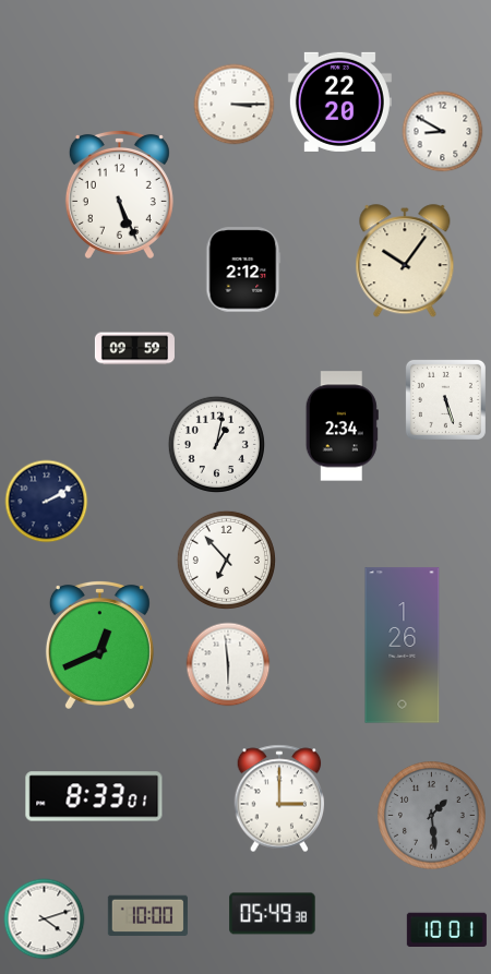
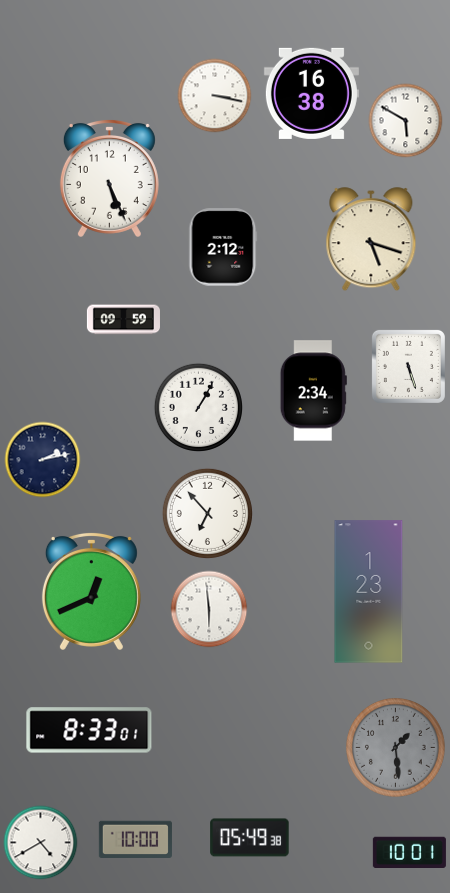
clock at (339, 101): 22:20 -> 16:38
clock at (235, 105): 3:15 -> 3:17
clock at (443, 132): 8:50 -> 5:50
clock at (405, 262): 10:06 -> 5:18
clock at (216, 444): 1:02 -> 1:05
clock at (47, 502): 2:10 -> 2:13
clock at (403, 646): 1:26 -> 1:23
clock at (94, 796) position: (94, 796) -> (89, 730)
clock at (279, 798): 3:00 -> none
clock at (45, 919): 4:12 -> 4:40
